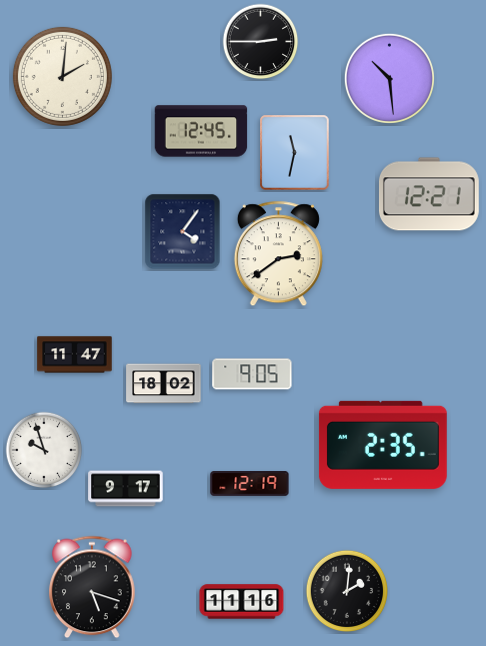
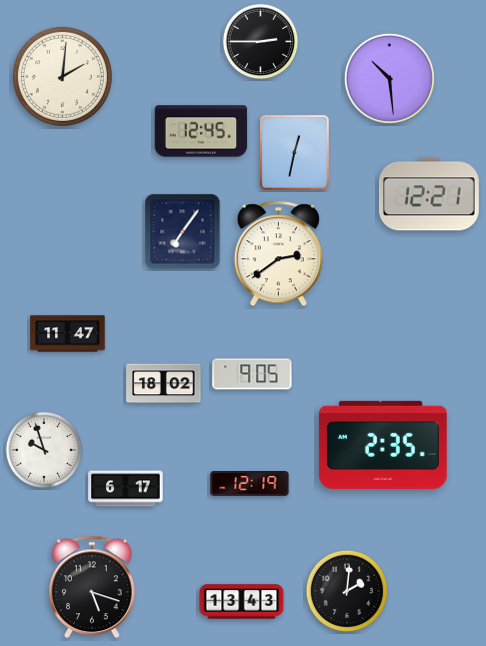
clock at (295, 153): 11:32 -> 12:32
clock at (183, 232): 4:06 -> 7:06
clock at (75, 355) position: (75, 355) -> (68, 334)
clock at (126, 489): 9:17 -> 6:17
clock at (242, 602): 11:16 -> 13:43
